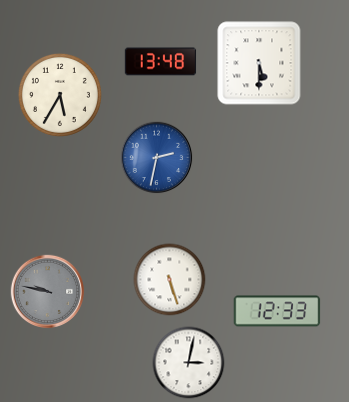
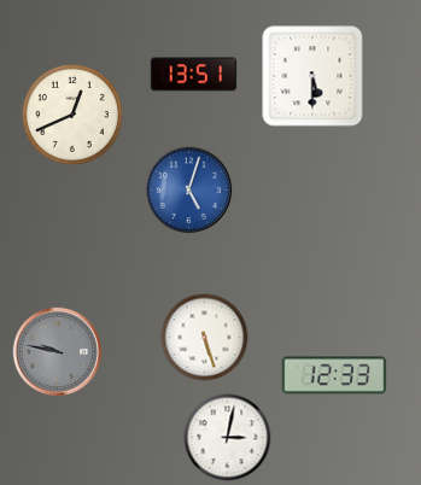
clock at (161, 62): 13:48 -> 13:51
clock at (60, 95): 5:35 -> 12:41
clock at (157, 158): 2:32 -> 5:03
